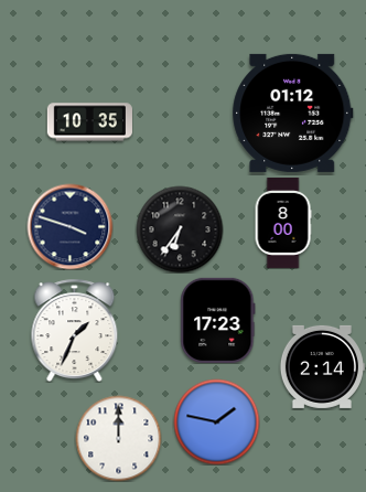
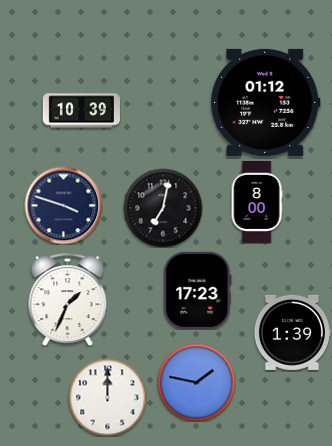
clock at (89, 122): 10:35 -> 10:39
clock at (180, 229): 6:36 -> 7:02
clock at (322, 366): 2:14 -> 1:39
